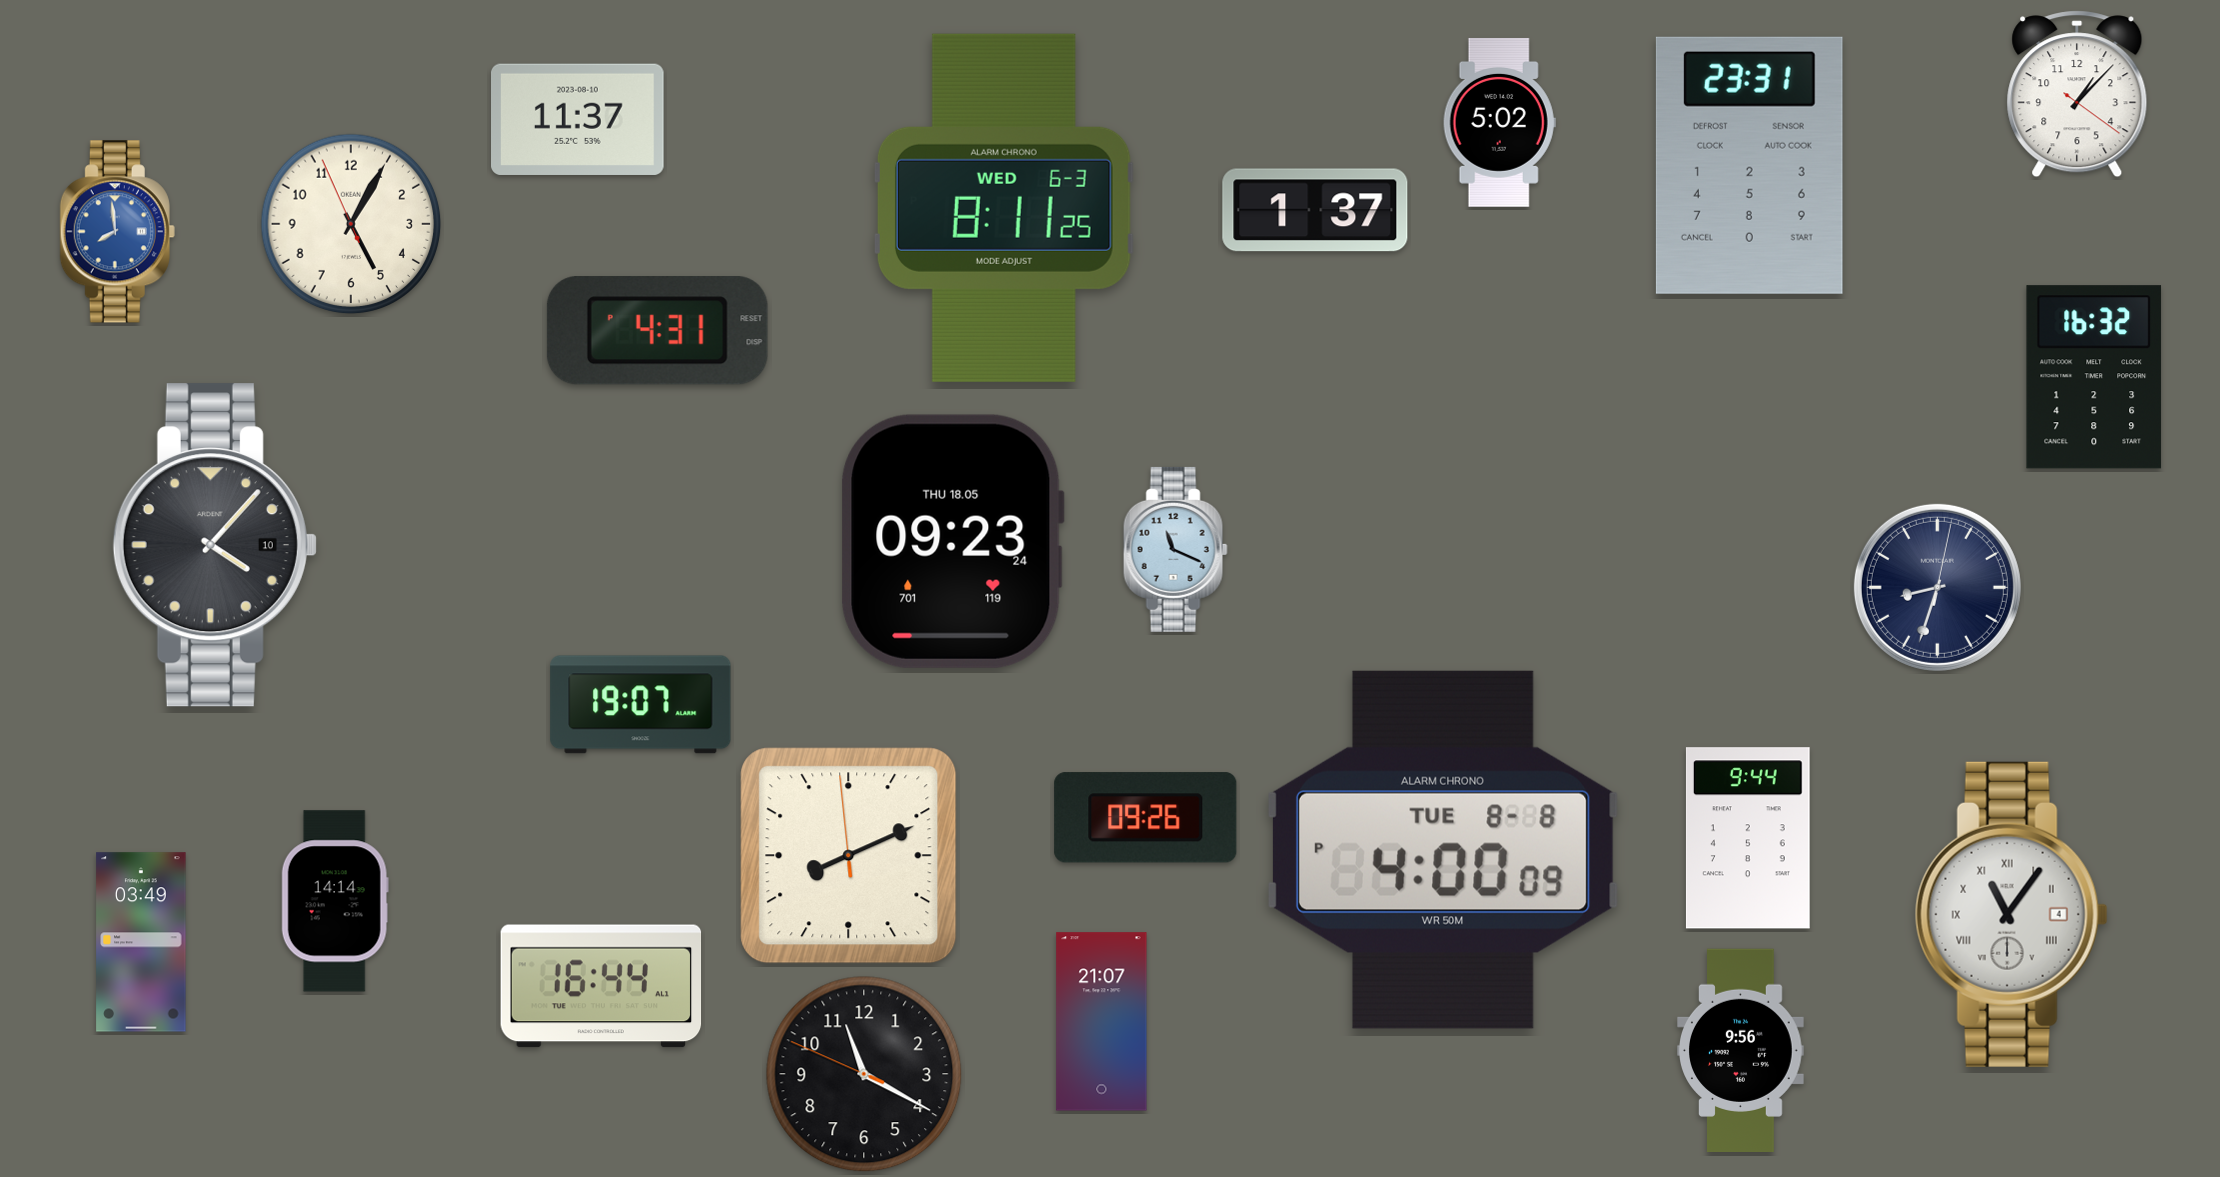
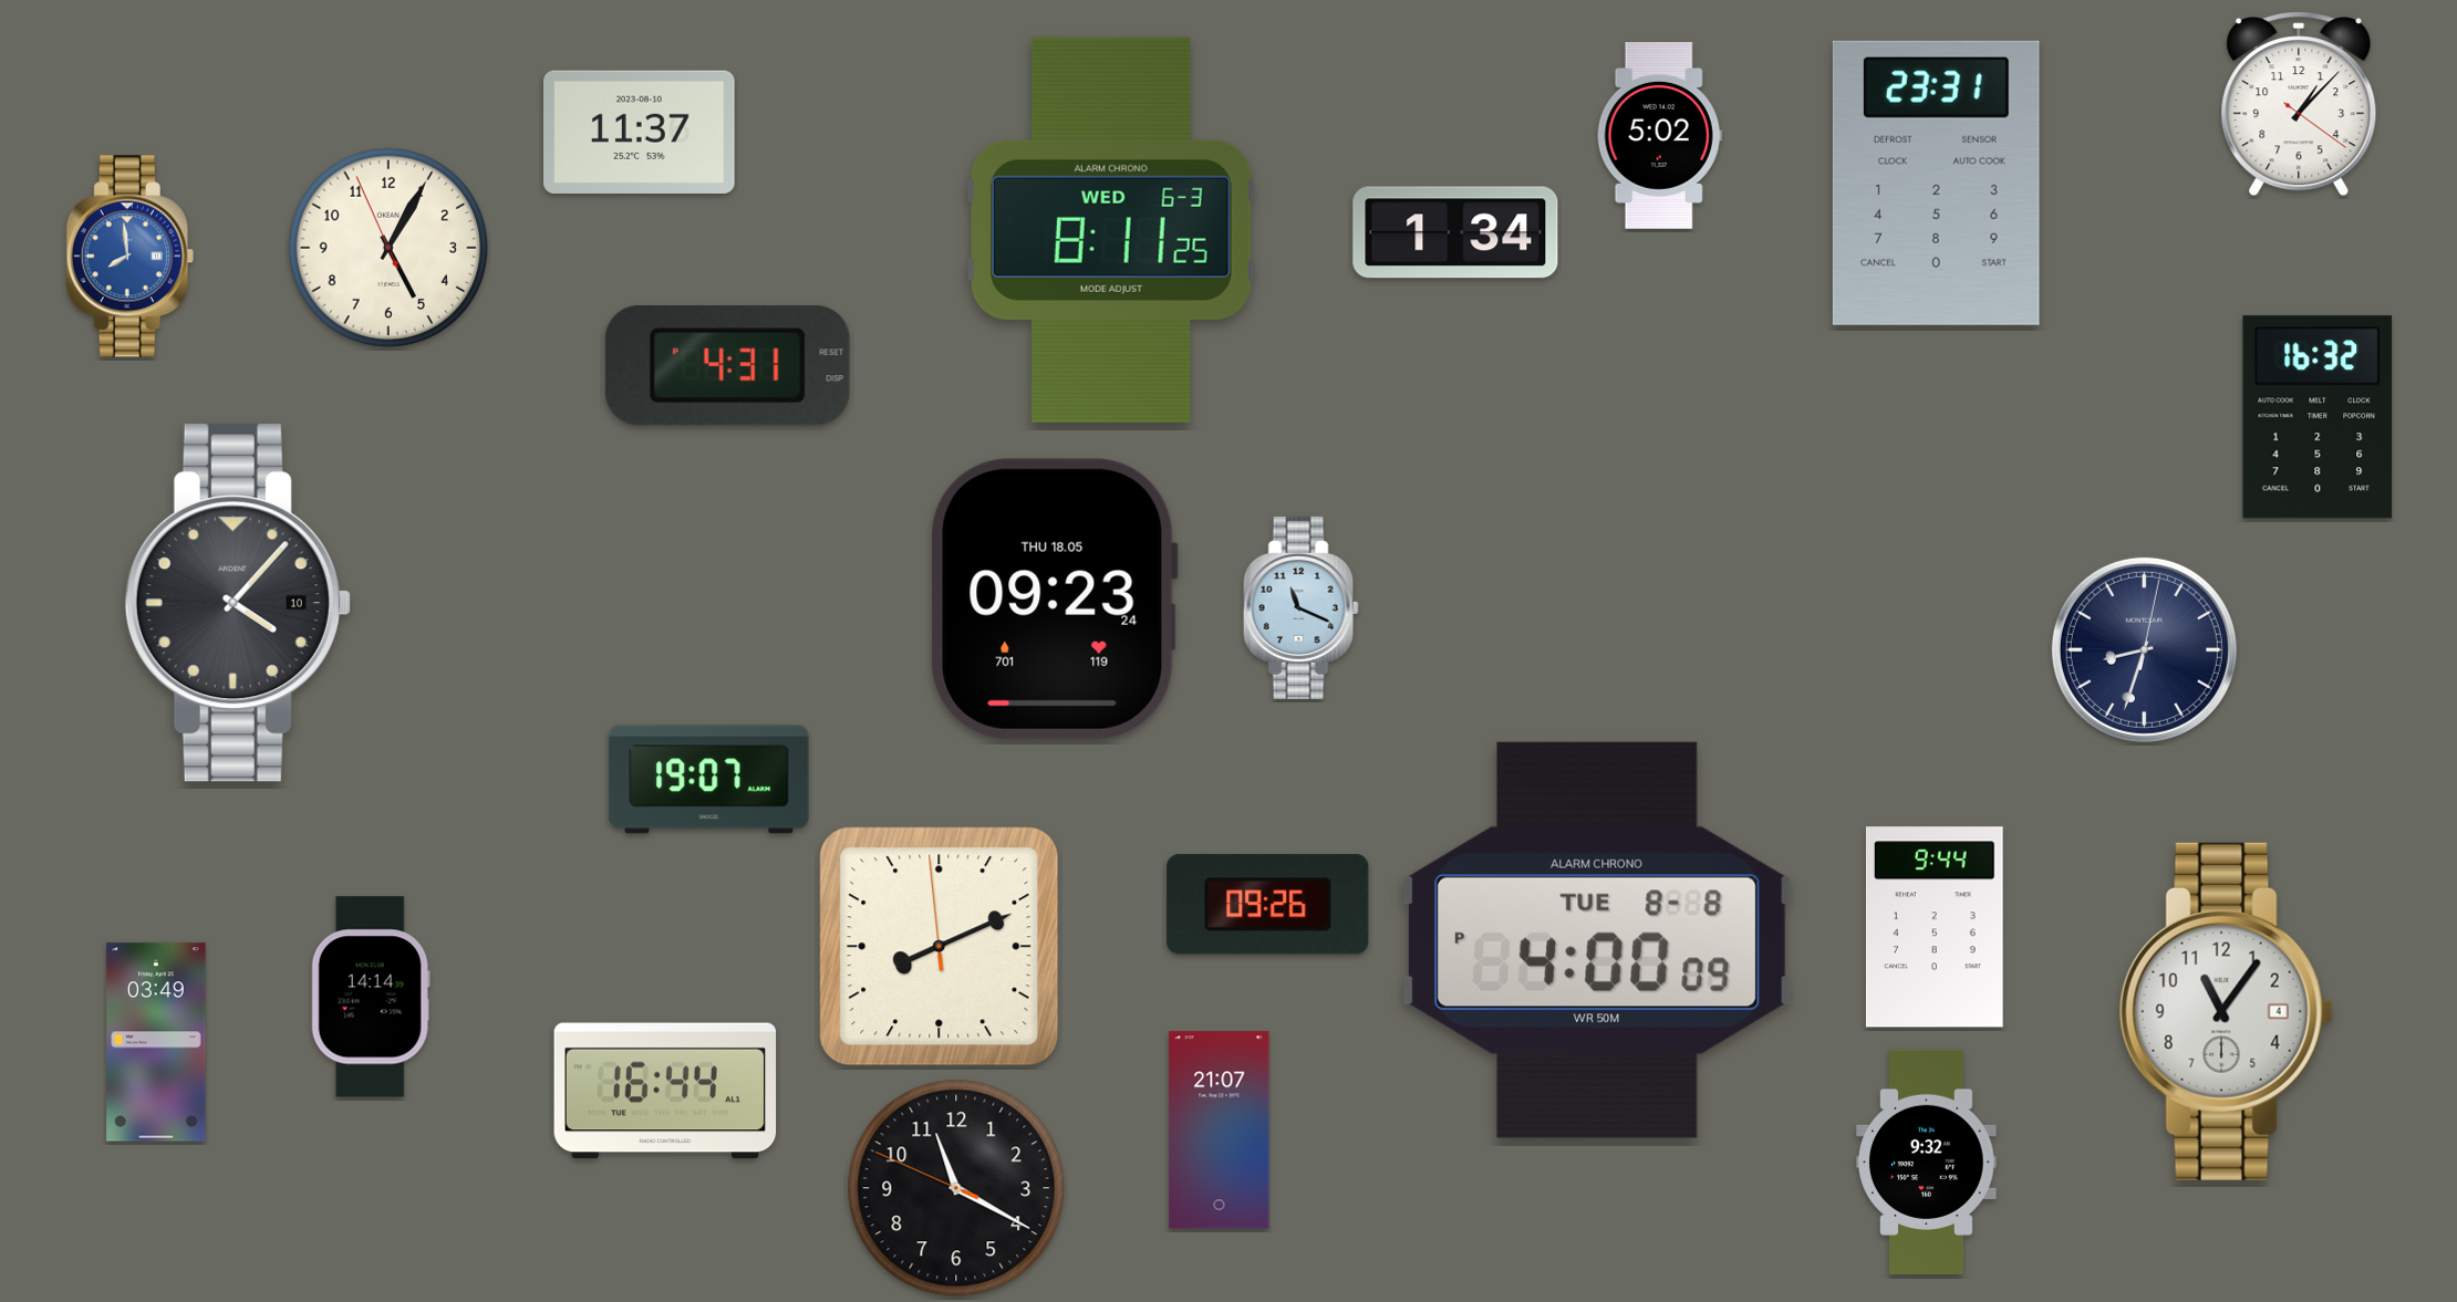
clock at (1315, 210): 1:37 -> 1:34
clock at (2011, 914) numerals: Roman -> Arabic
clock at (1741, 1051): 9:56 -> 9:32
